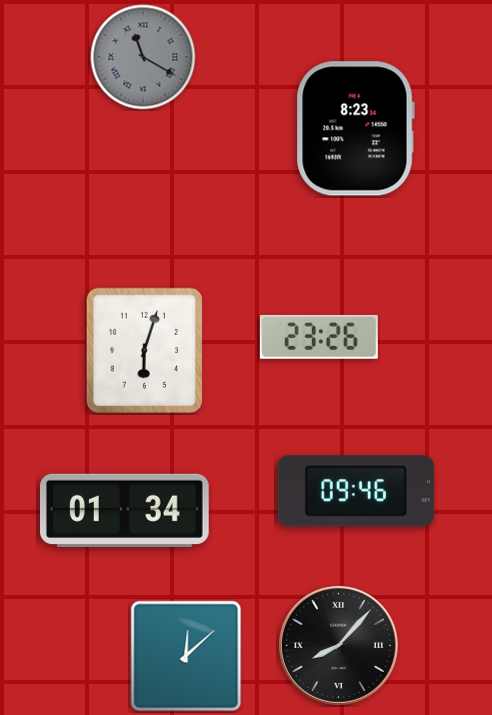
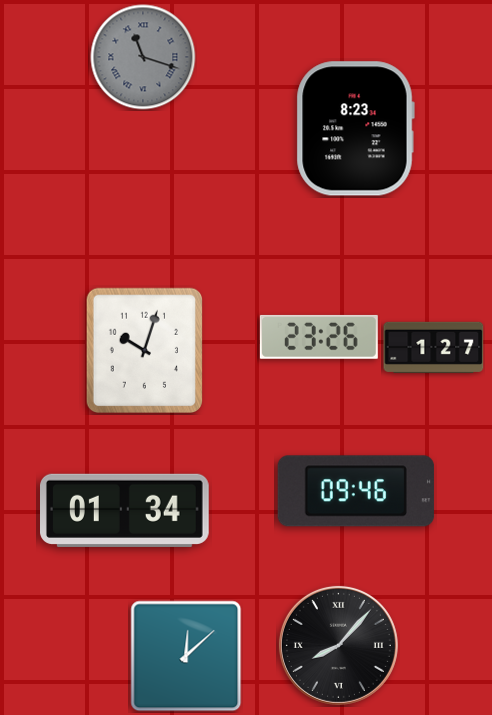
clock at (143, 57): 11:20 -> 11:18
clock at (434, 347): none -> 1:27
clock at (144, 350): 6:03 -> 10:03
